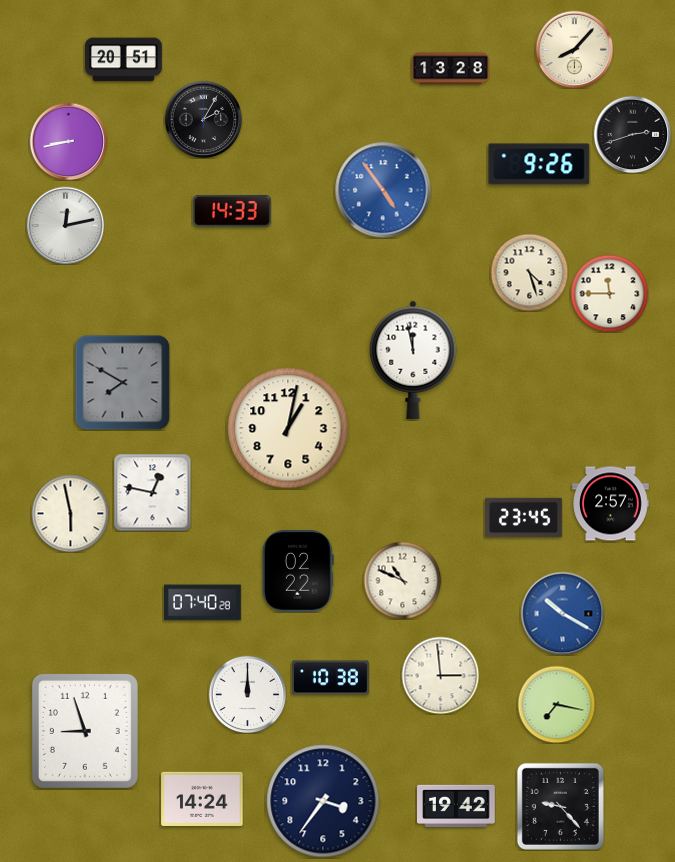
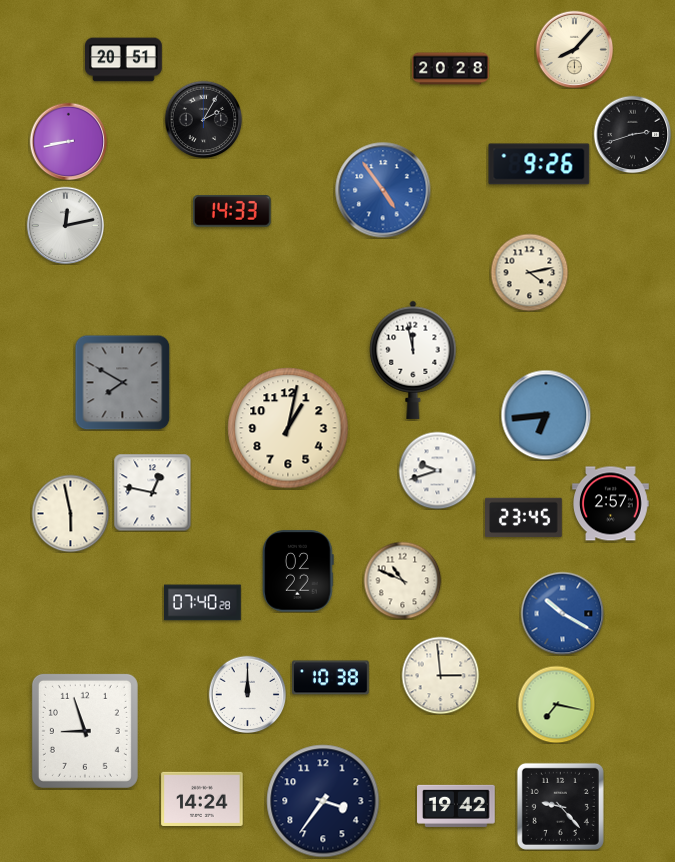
clock at (451, 69): 13:28 -> 20:28
clock at (529, 272): 4:27 -> 4:13
clock at (609, 293): 11:45 -> none
clock at (546, 415): none -> 6:44
clock at (437, 470): none -> 9:42
